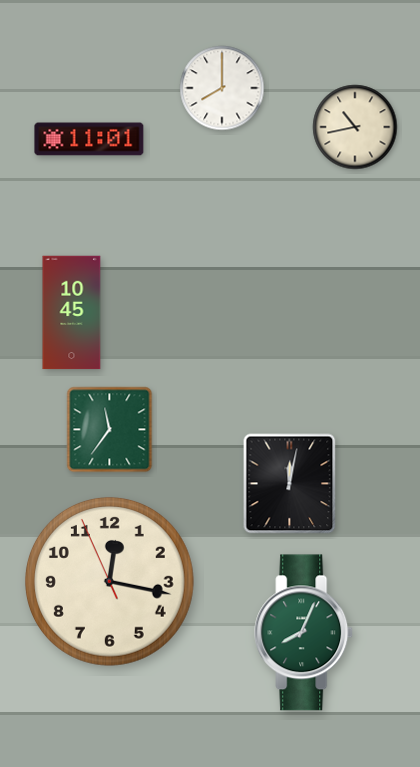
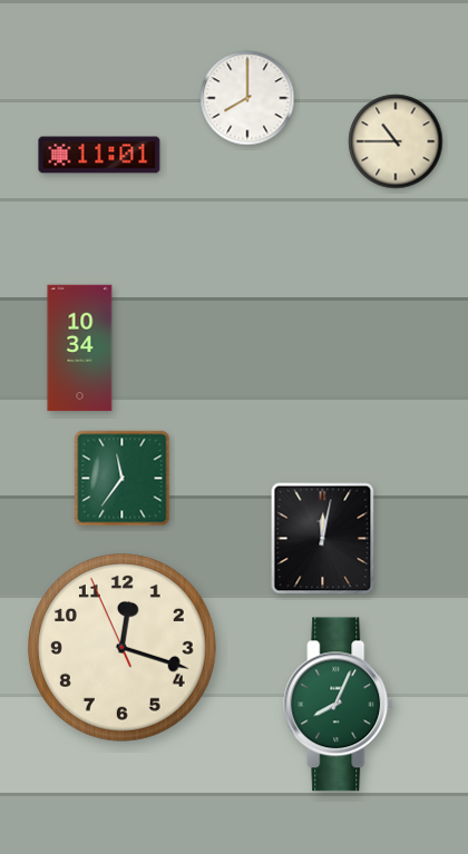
clock at (355, 127): 10:43 -> 10:45
clock at (72, 313): 10:45 -> 10:34
clock at (109, 581): 12:16 -> 12:17
